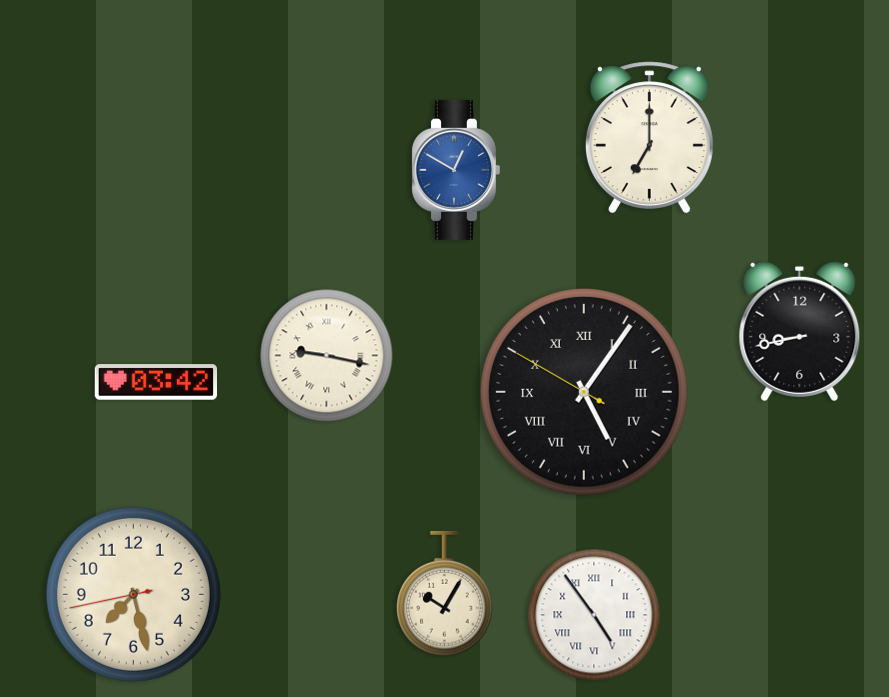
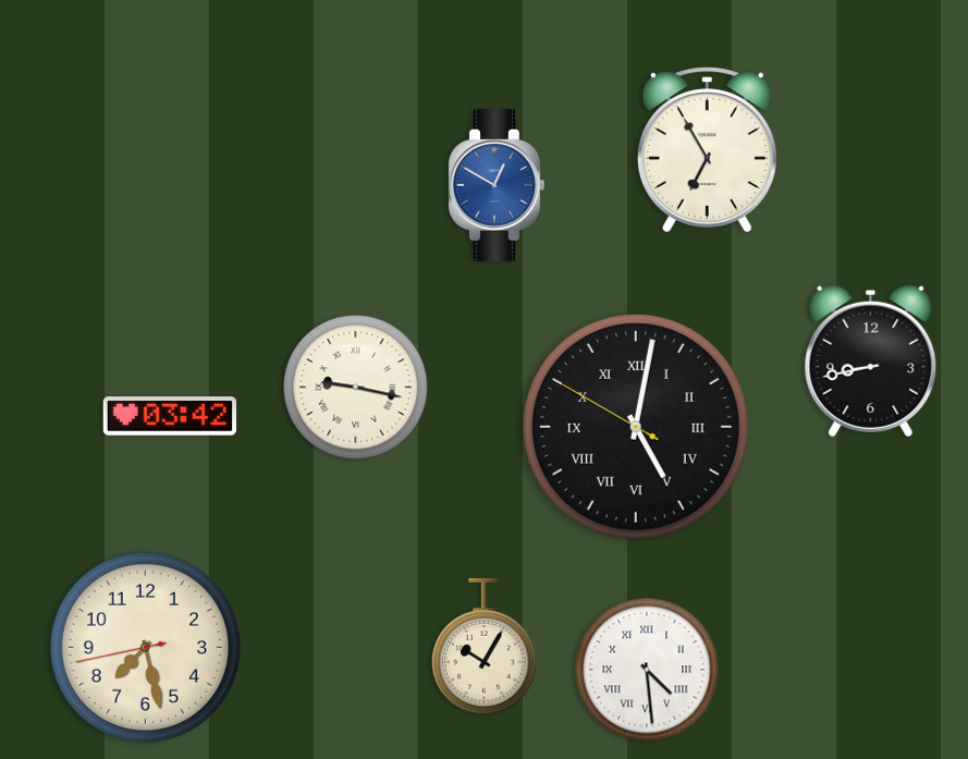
clock at (649, 138): 7:00 -> 6:55
clock at (585, 393): 5:05 -> 5:01
clock at (594, 615): 4:54 -> 4:29
